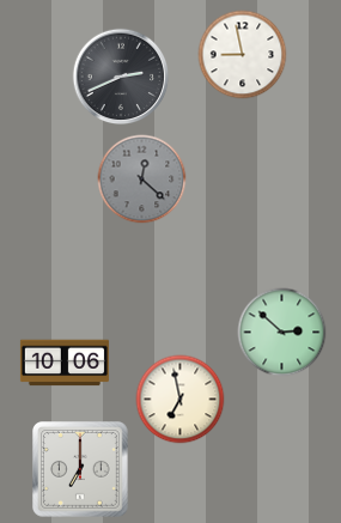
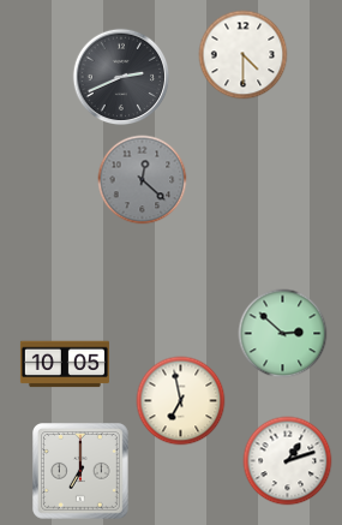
clock at (243, 55): 8:58 -> 4:30
clock at (65, 363): 10:06 -> 10:05
clock at (288, 461): none -> 1:12
